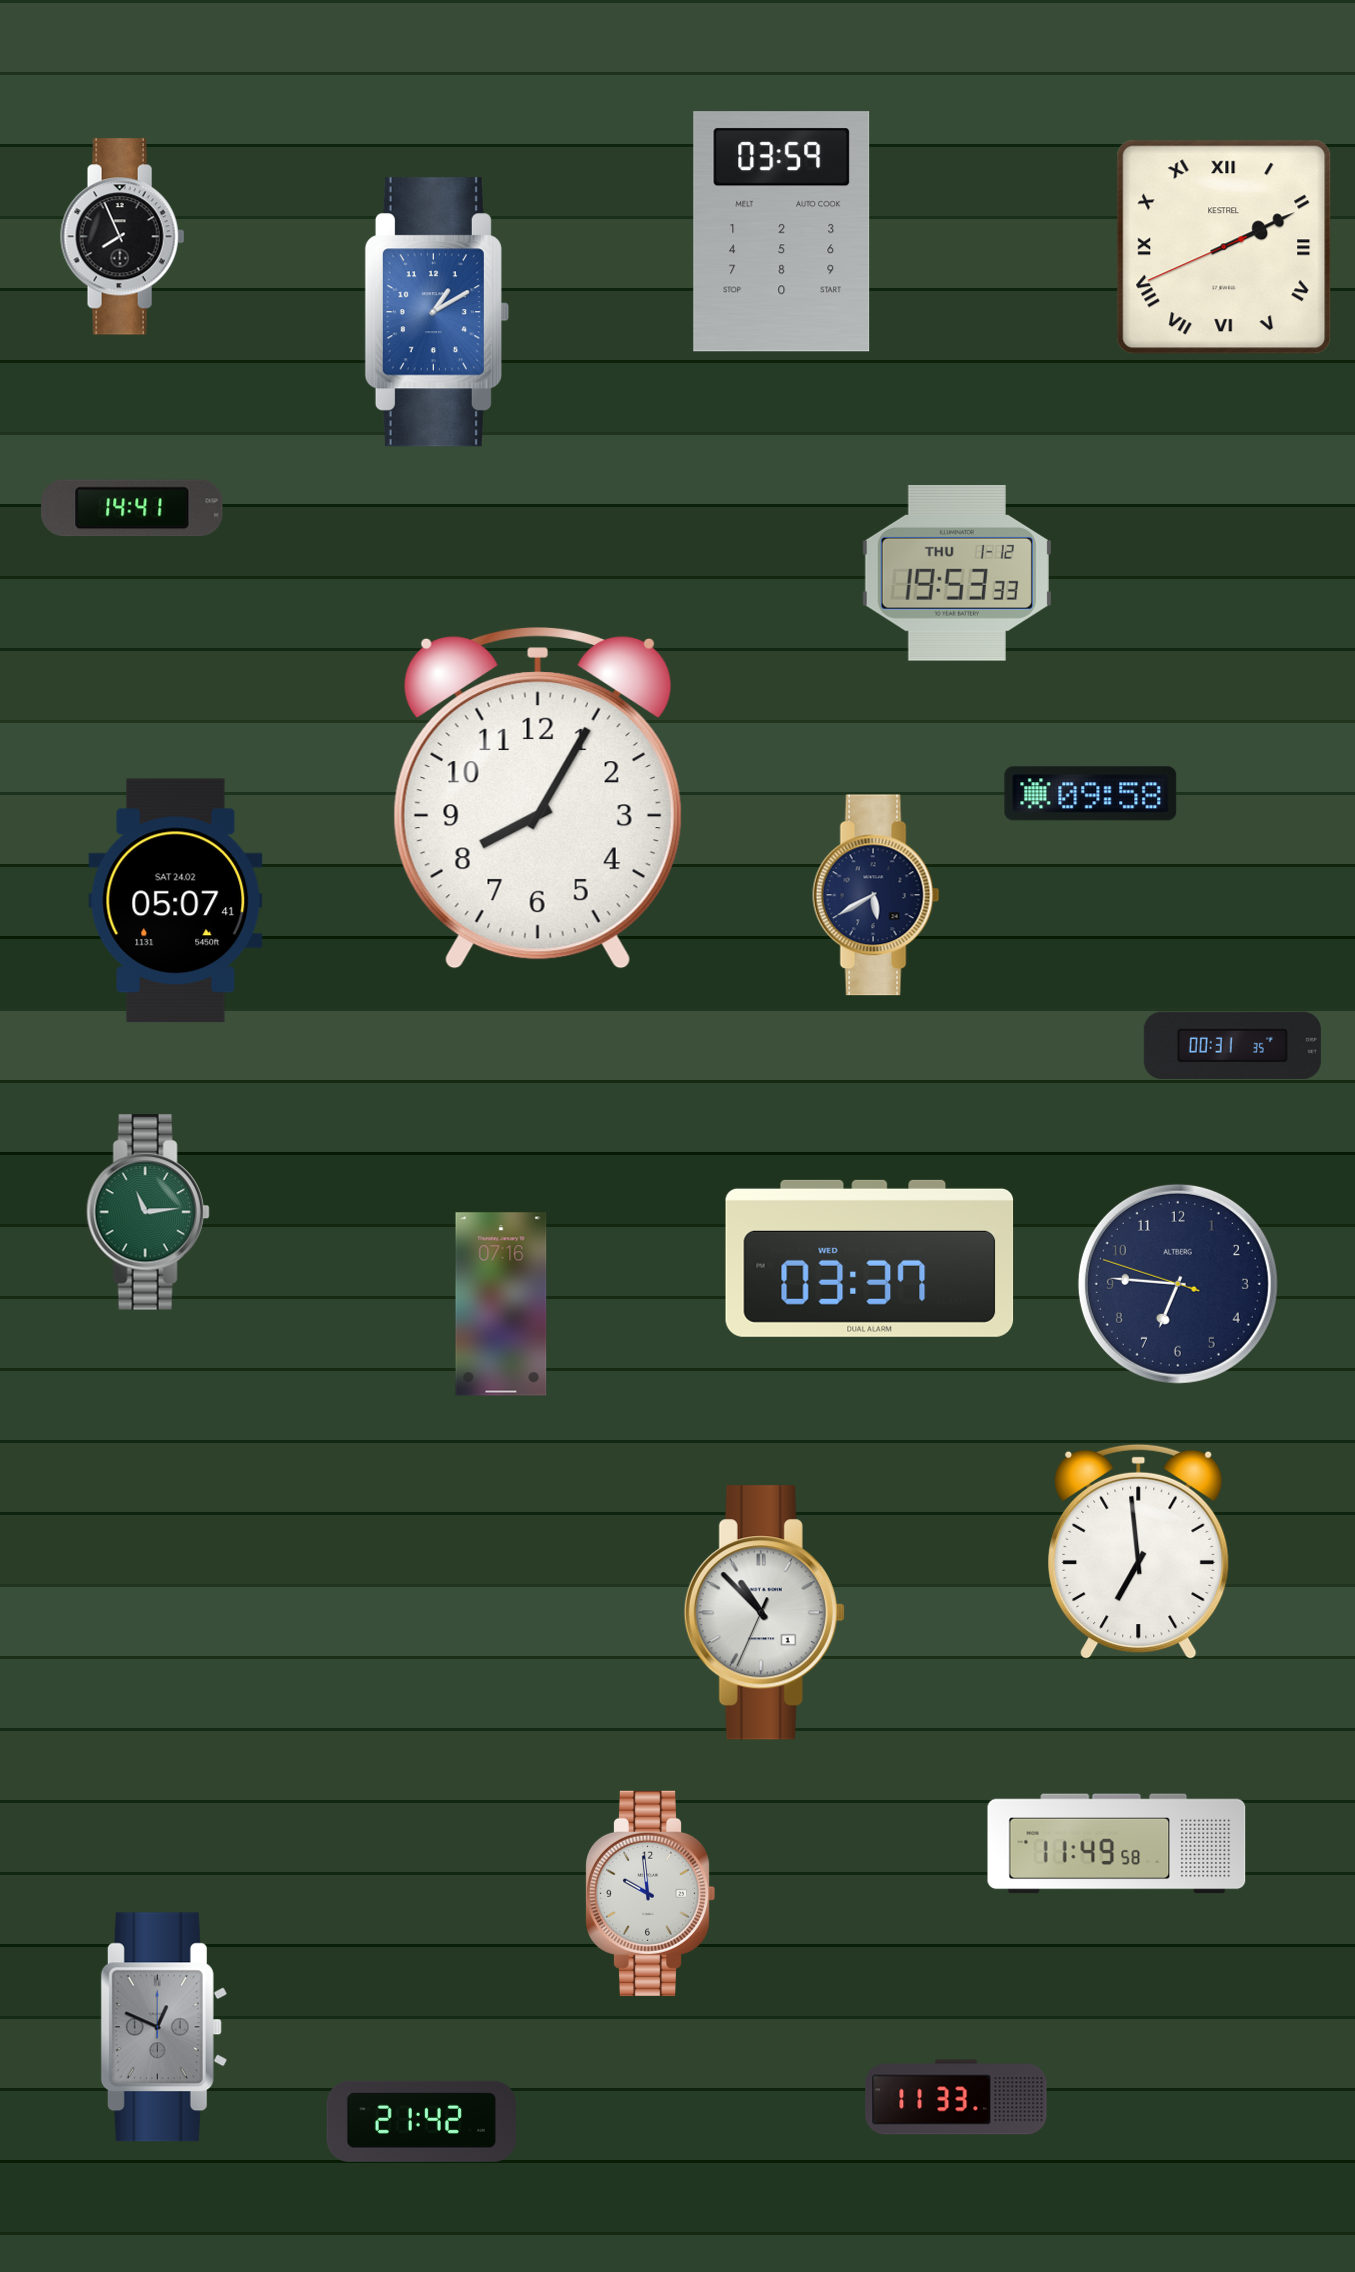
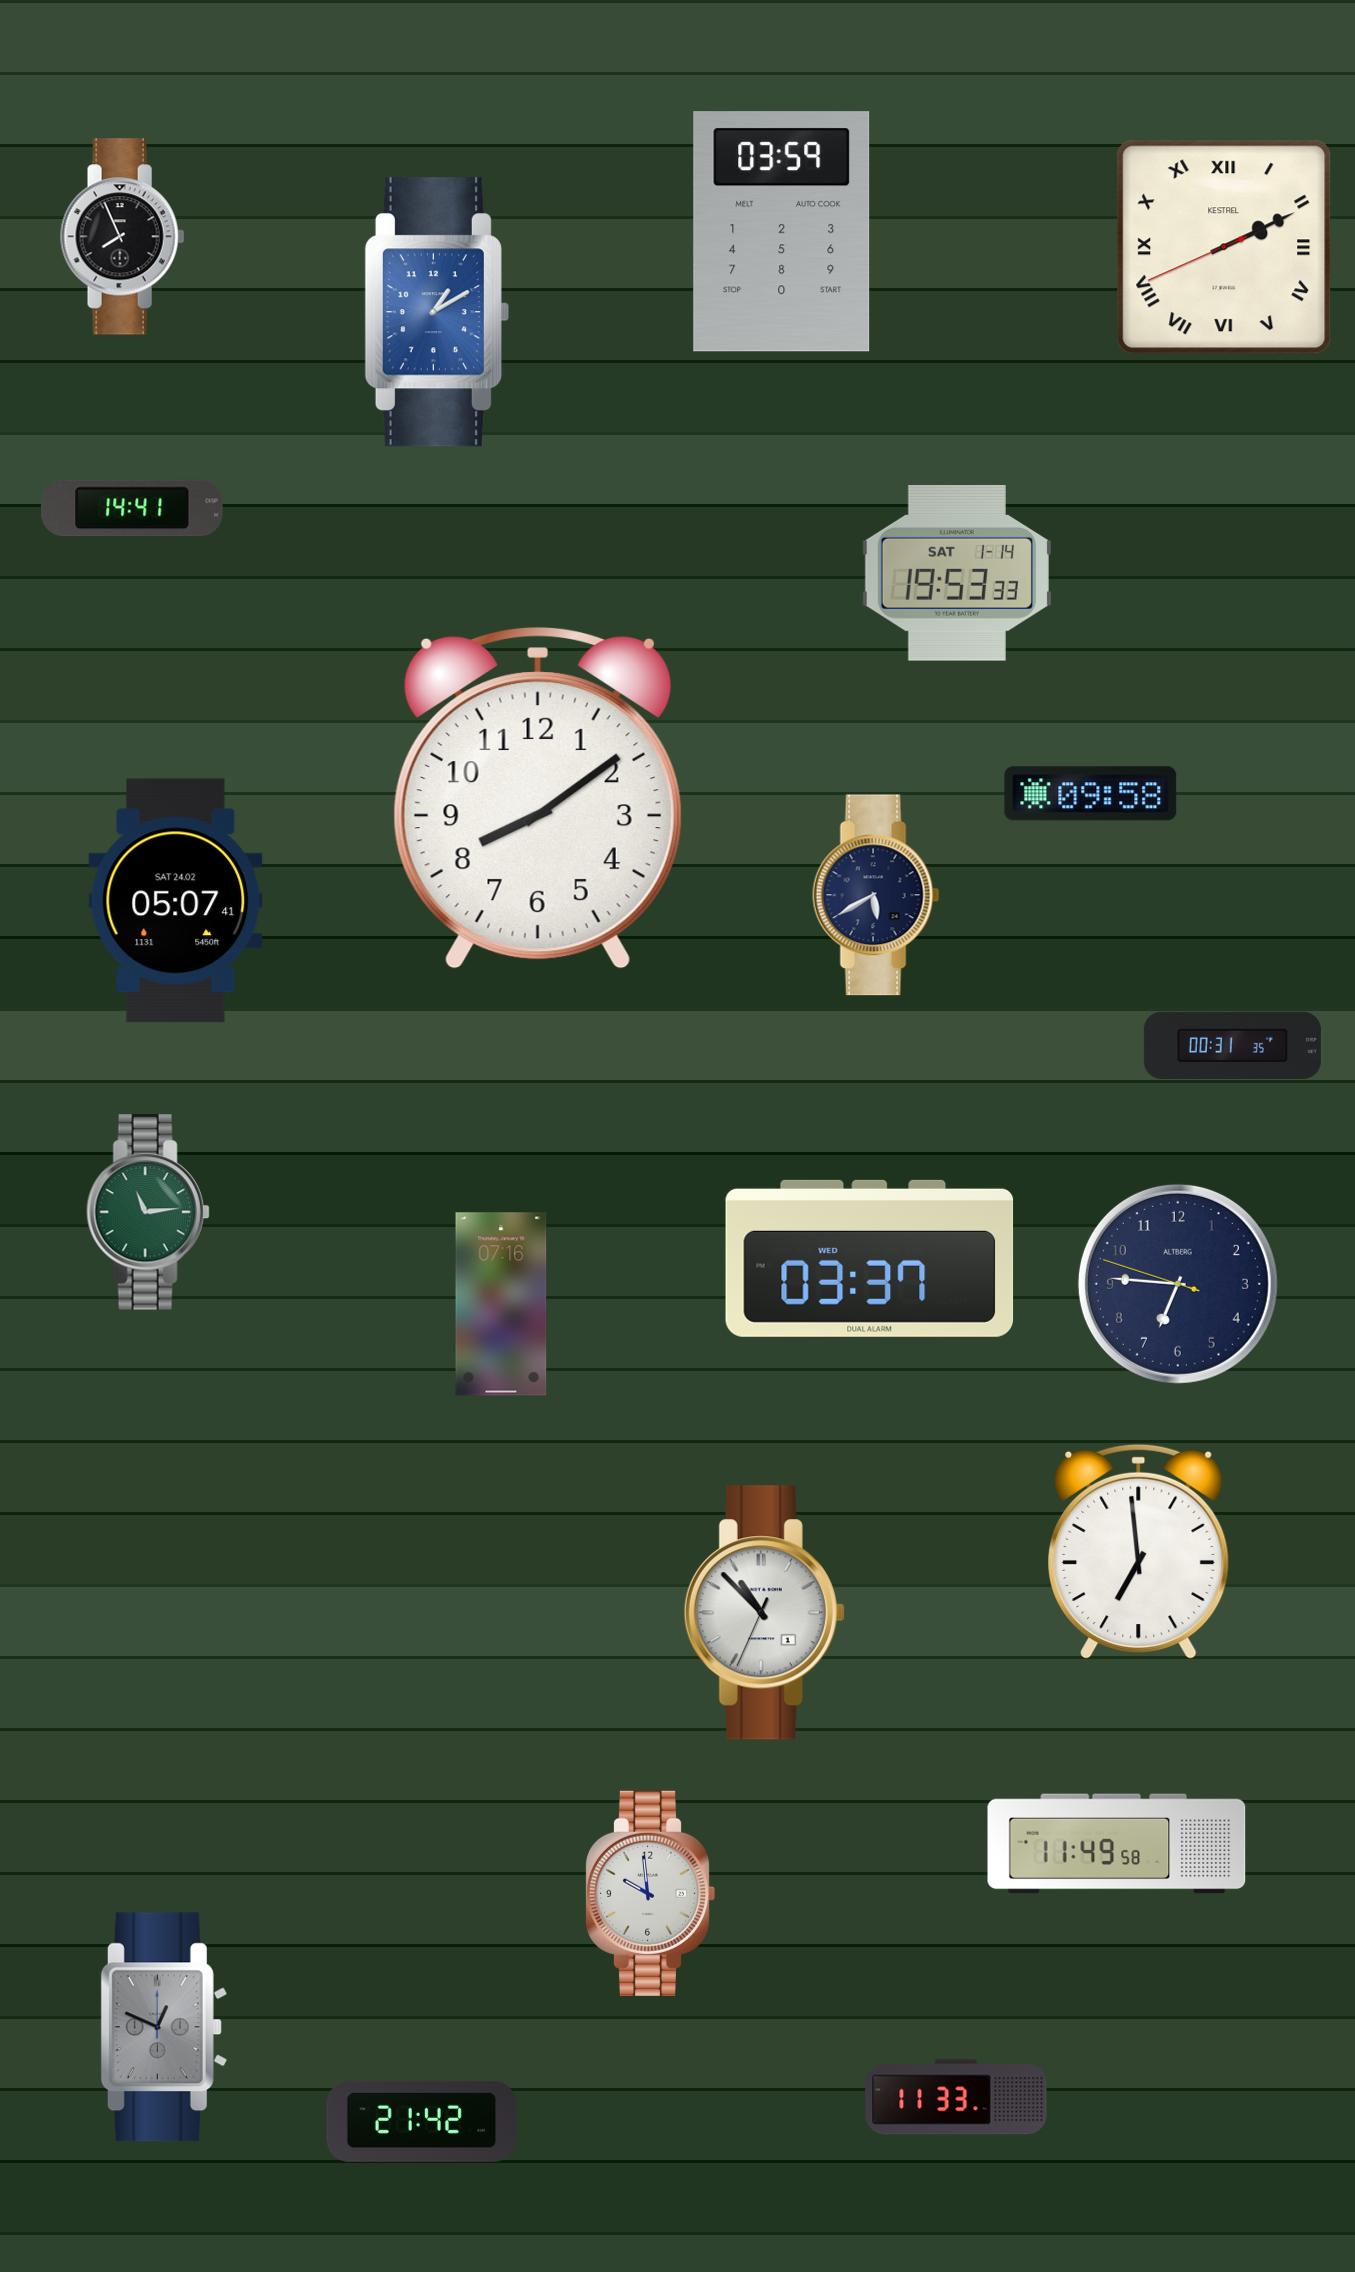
clock at (957, 573) date: THU 1-12 -> SAT 1-14
clock at (538, 798): 8:05 -> 8:09
